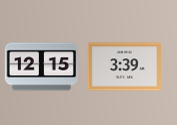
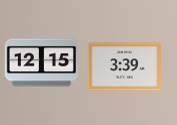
clock at (41, 67) position: (41, 67) -> (41, 63)
